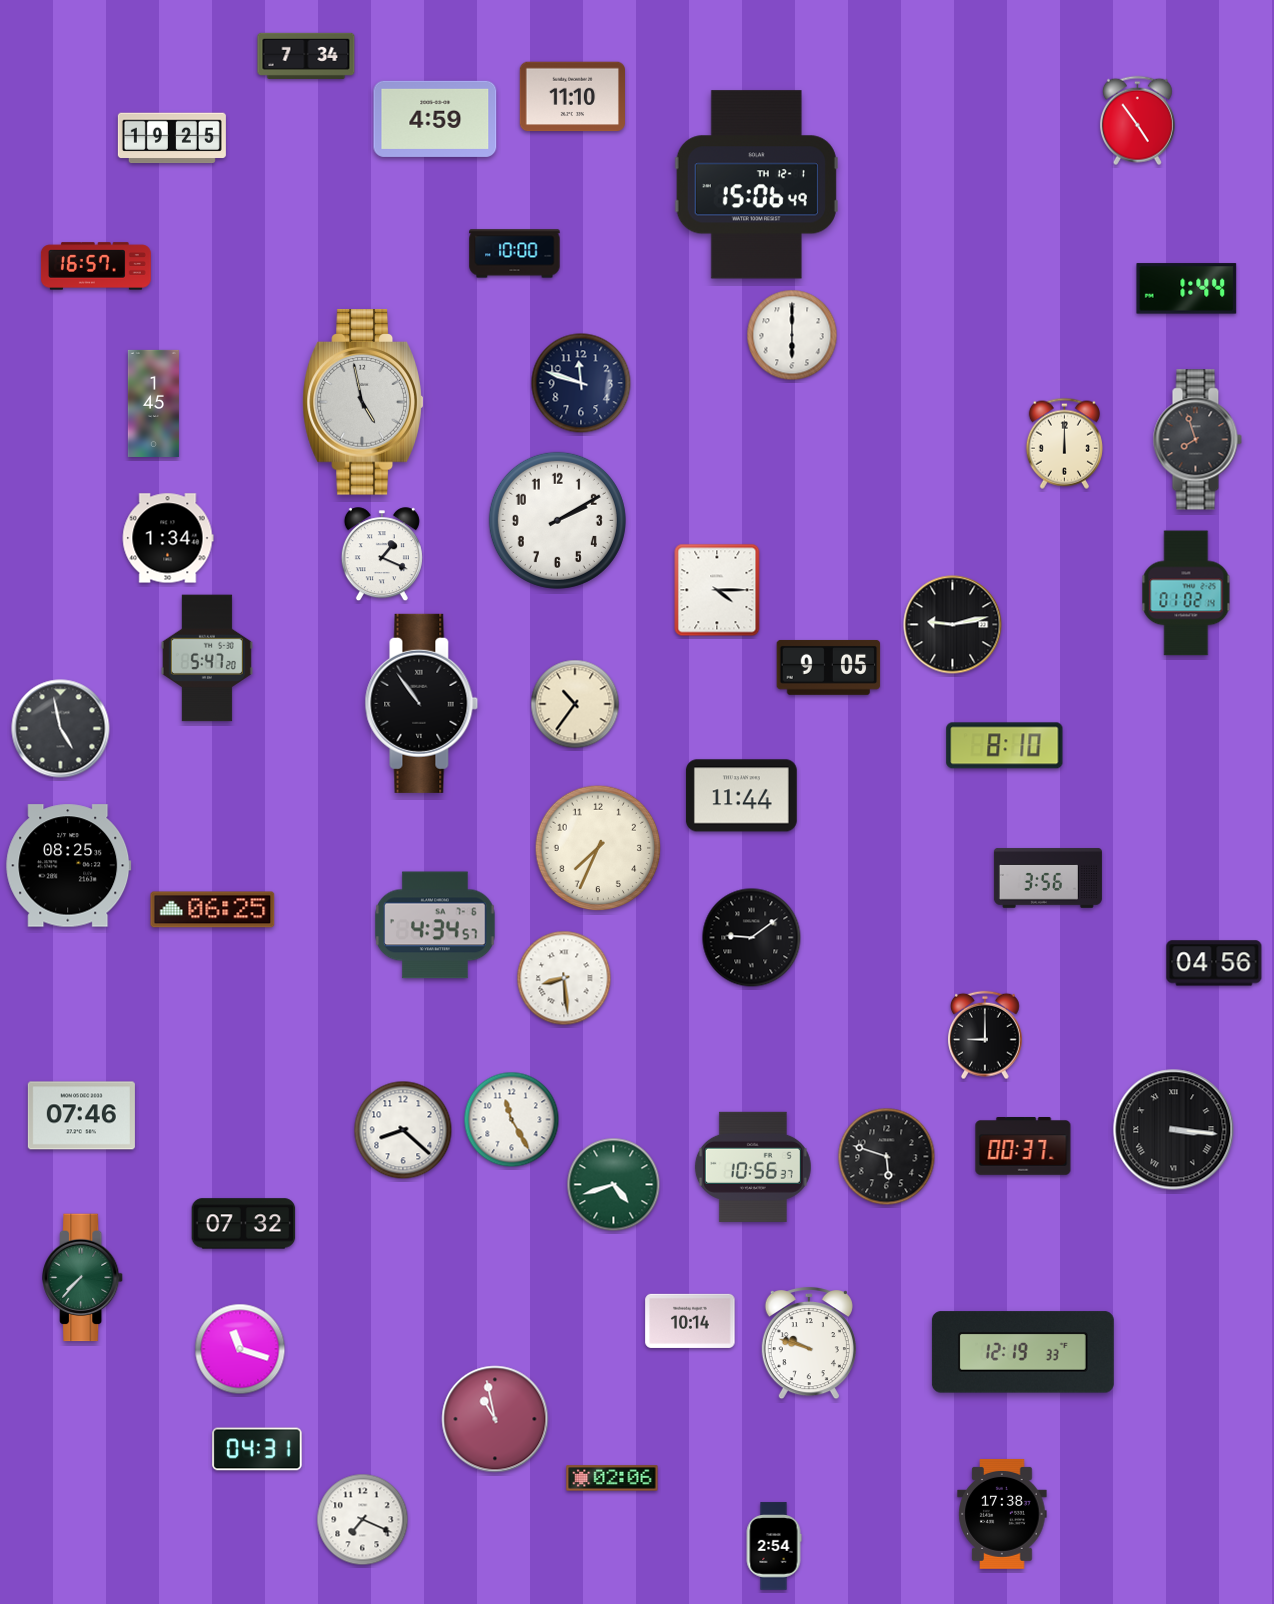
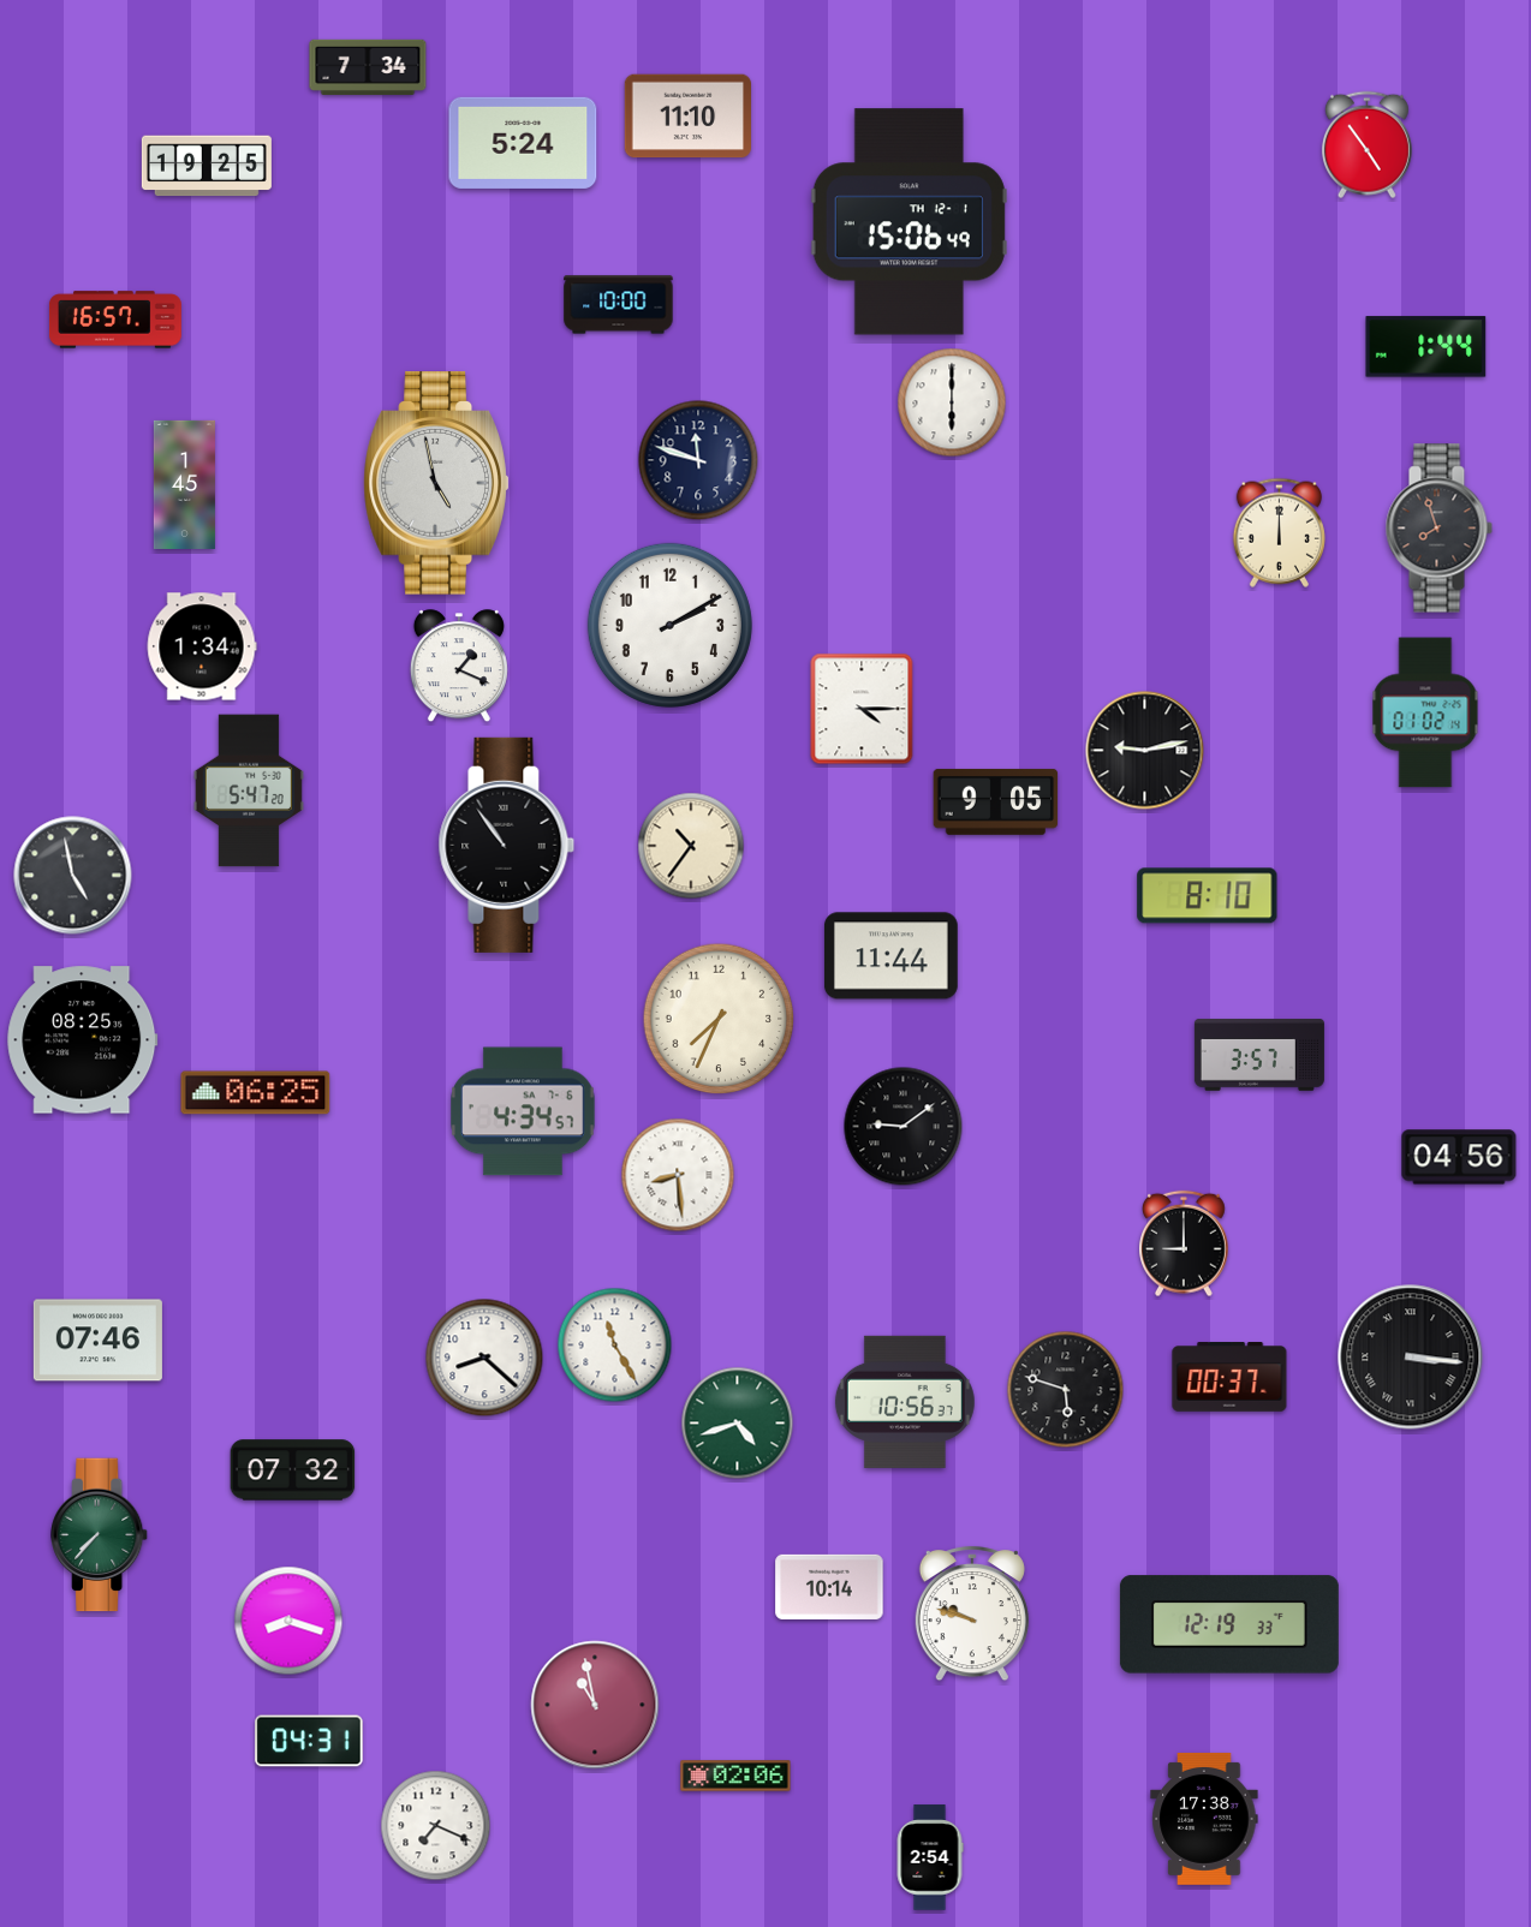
clock at (435, 119): 4:59 -> 5:24
clock at (1048, 878): 3:56 -> 3:57
clock at (240, 1349): 11:18 -> 8:18
